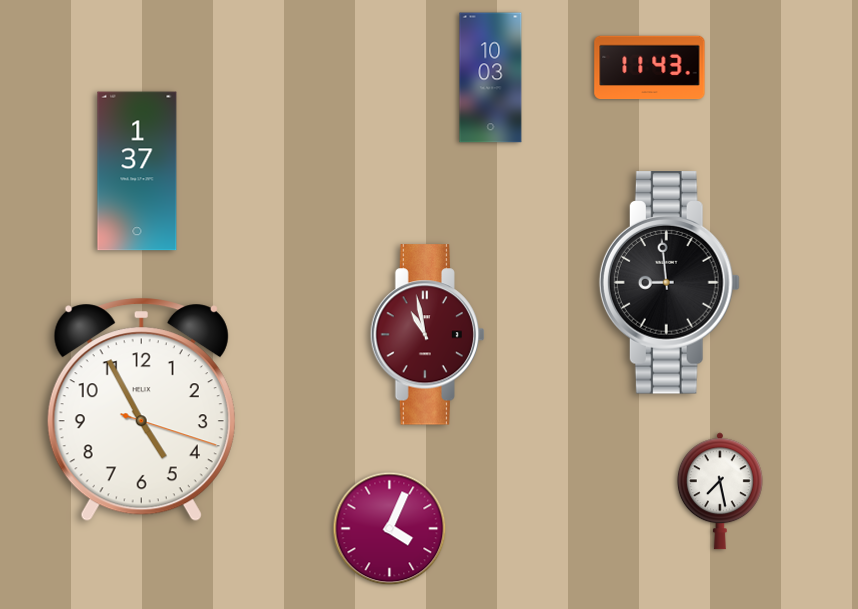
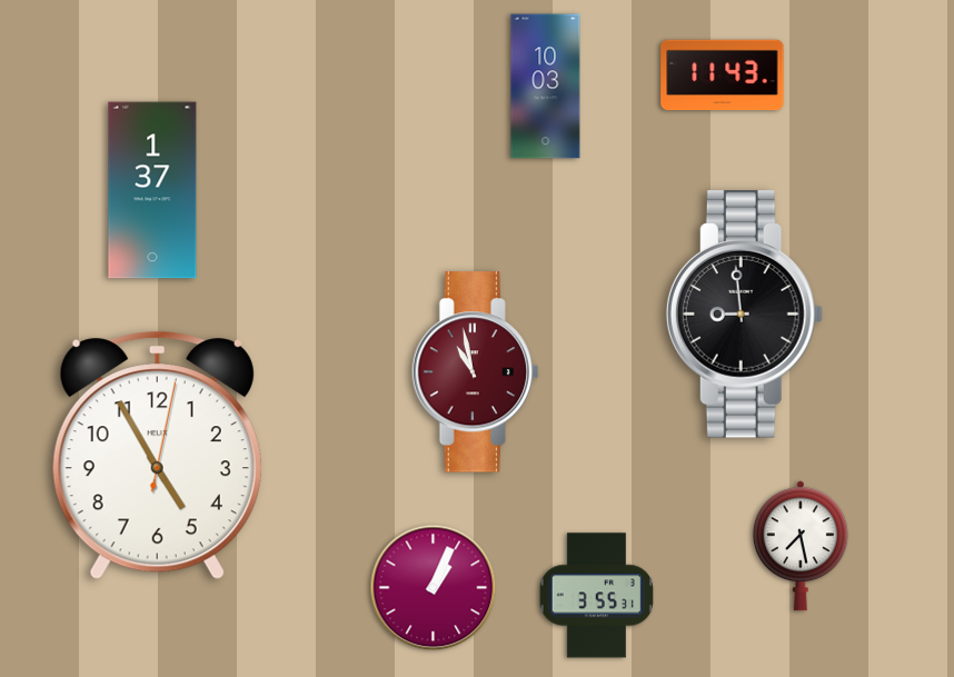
clock at (141, 410): 4:55:18 -> 4:55:02
clock at (390, 529): 4:04 -> 1:04
clock at (596, 596): none -> 3:55
